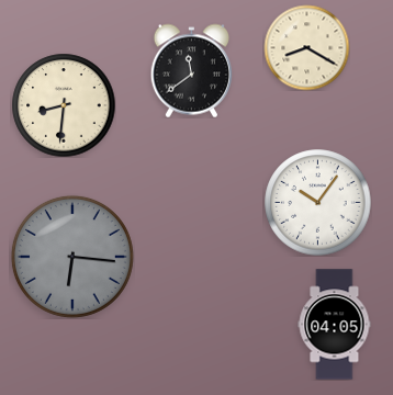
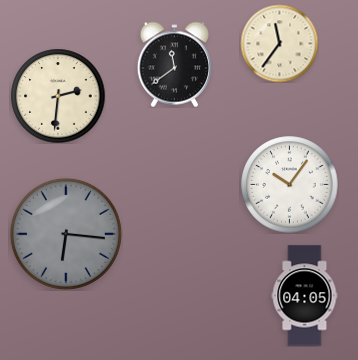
clock at (306, 47): 8:20 -> 11:36
clock at (64, 105): 8:31 -> 2:31
